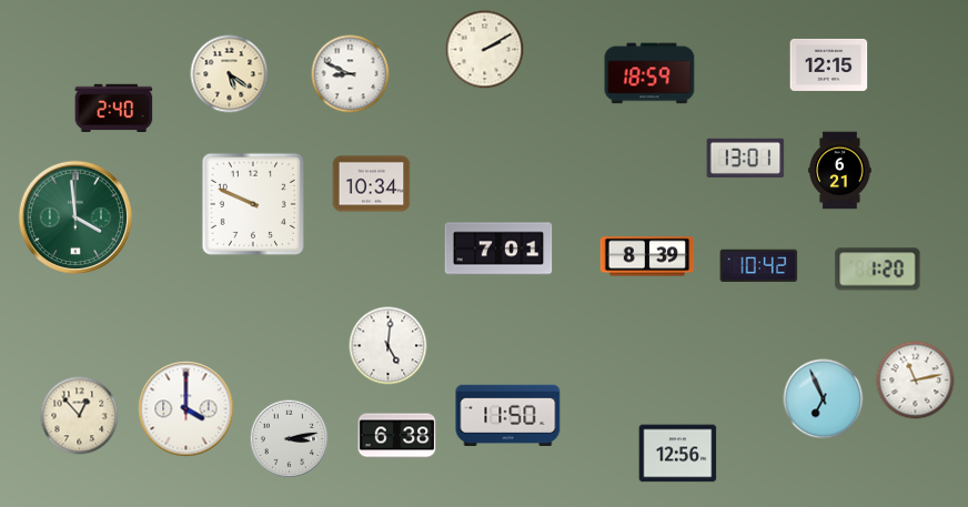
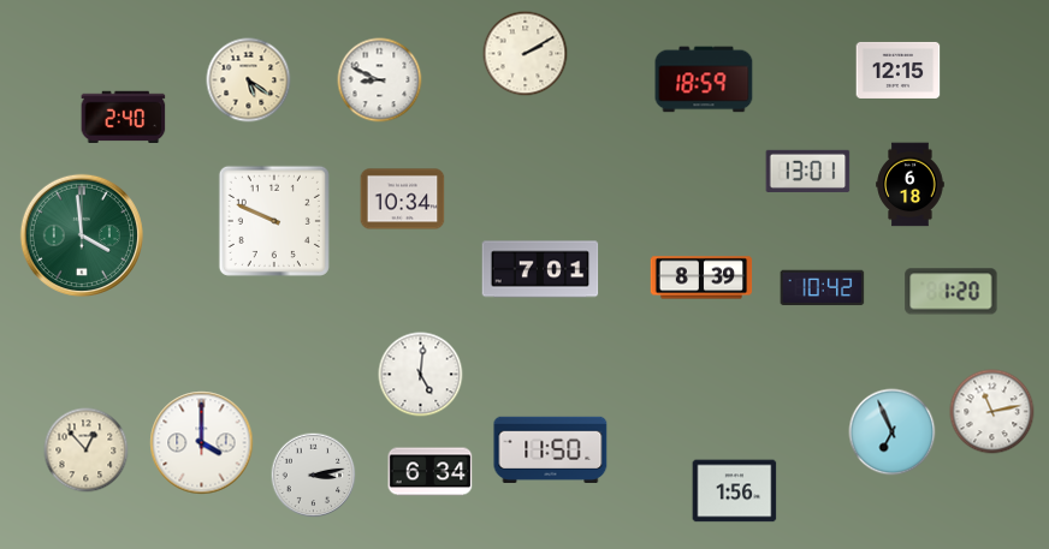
clock at (840, 171): 6:21 -> 6:18
clock at (397, 436): 6:38 -> 6:34
clock at (678, 454): 12:56 -> 1:56
